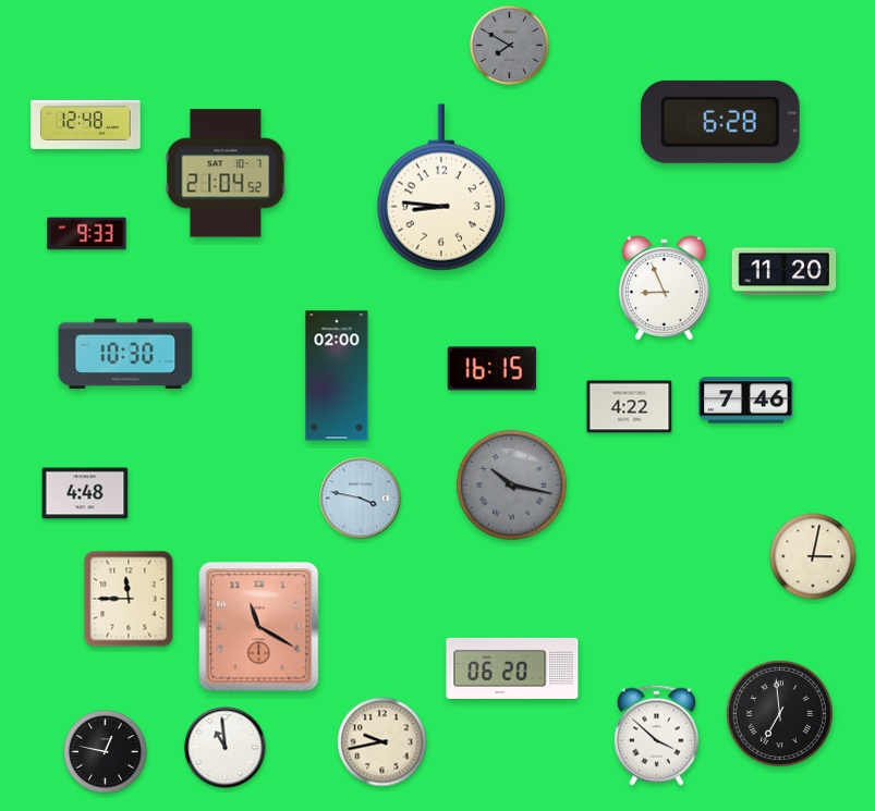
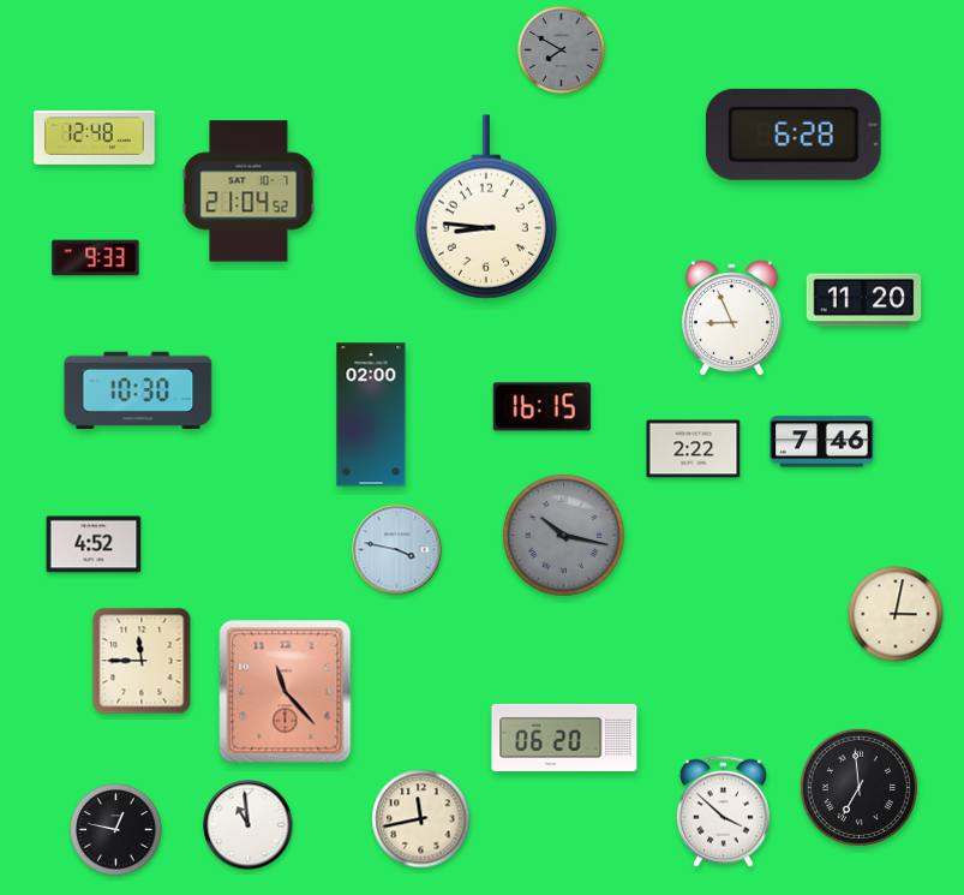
clock at (630, 407): 4:22 -> 2:22
clock at (85, 493): 4:48 -> 4:52
clock at (259, 627): 11:20 -> 11:23
clock at (382, 742): 9:43 -> 11:43
